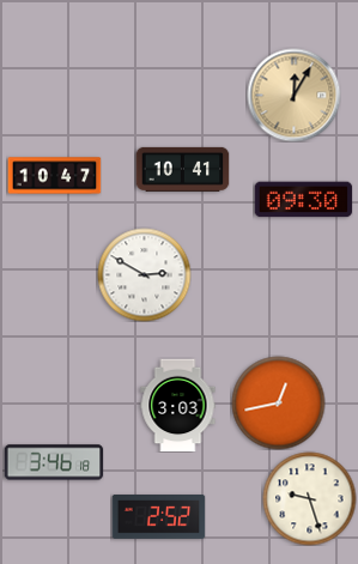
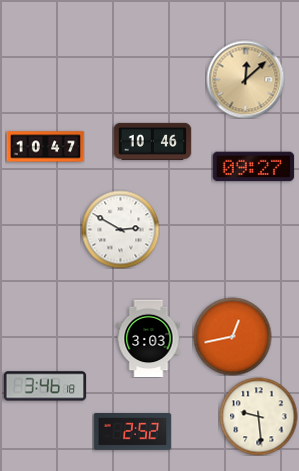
clock at (293, 95): 12:05 -> 12:08
clock at (182, 169): 10:41 -> 10:46
clock at (303, 200): 09:30 -> 09:27
clock at (309, 498): 9:27 -> 9:29
